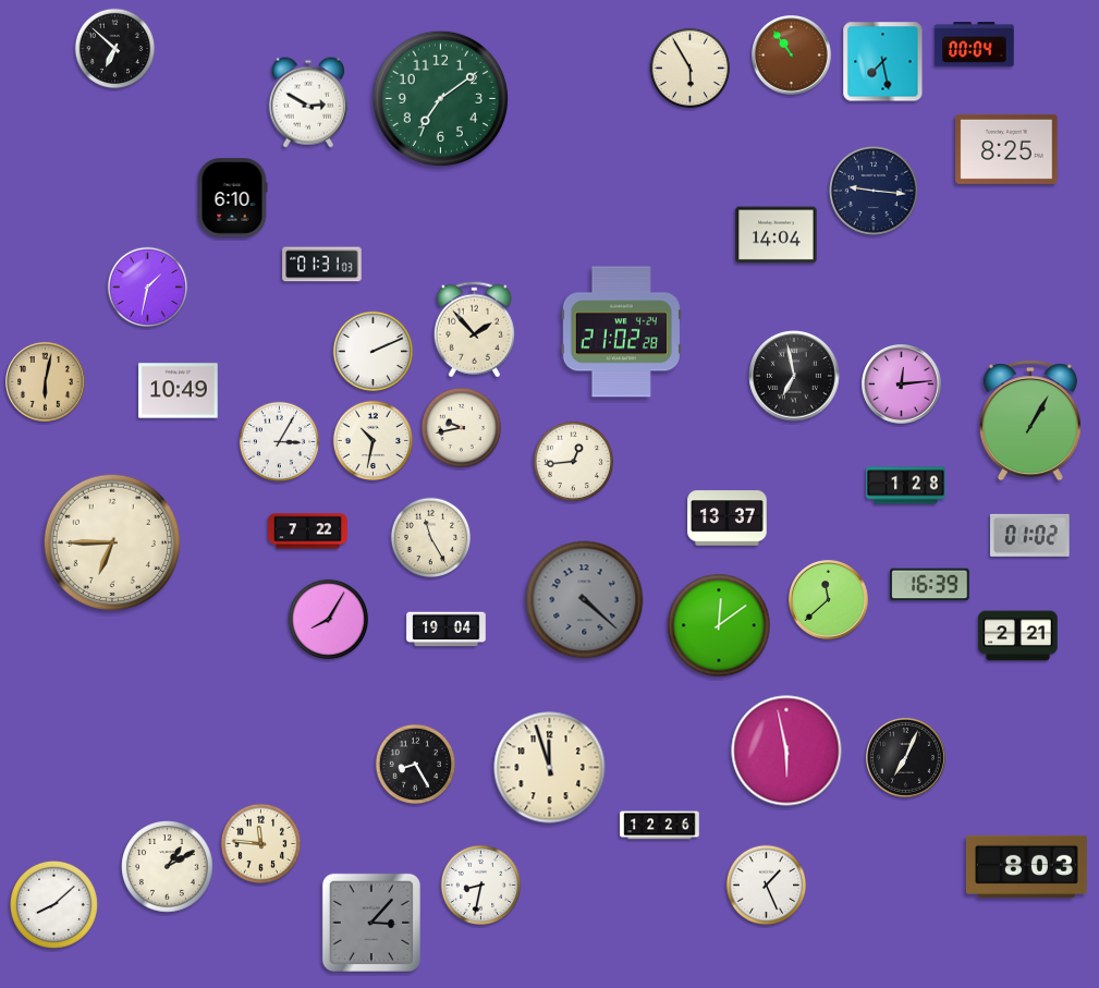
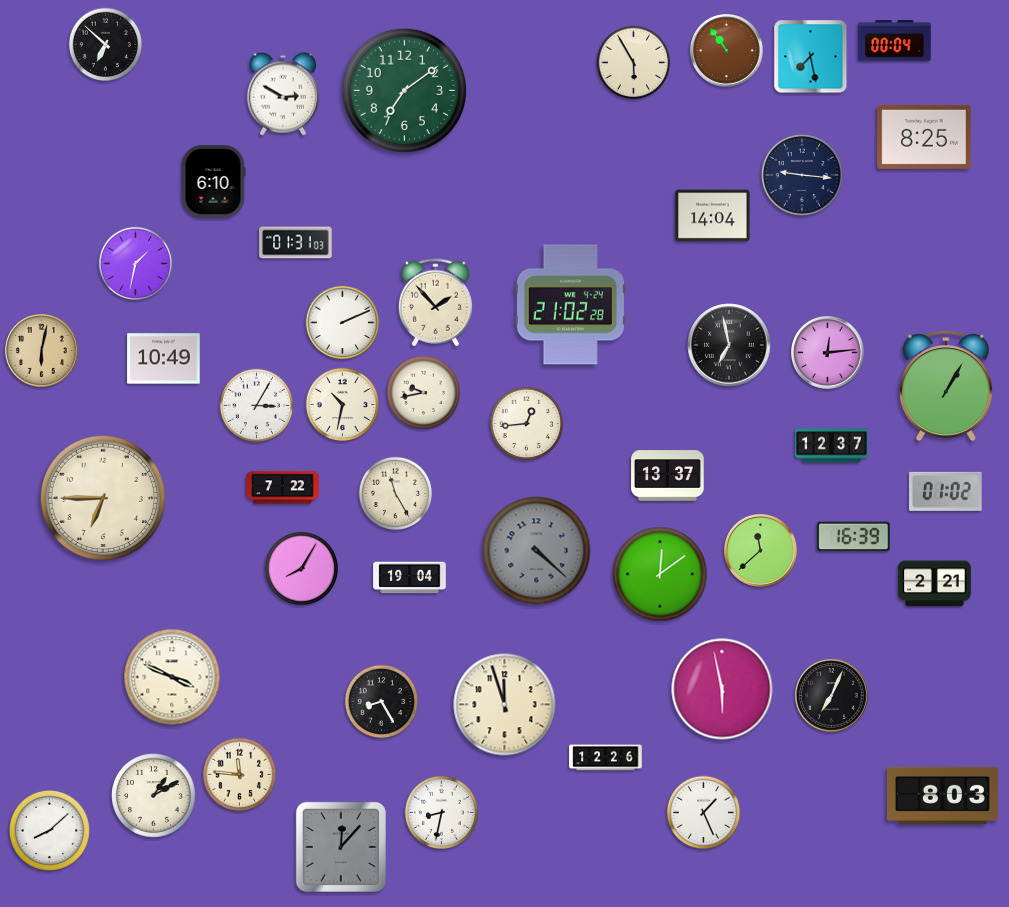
clock at (906, 486): 1:28 -> 12:37
clock at (172, 677): none -> 3:49
clock at (371, 923): 3:07 -> 12:07
